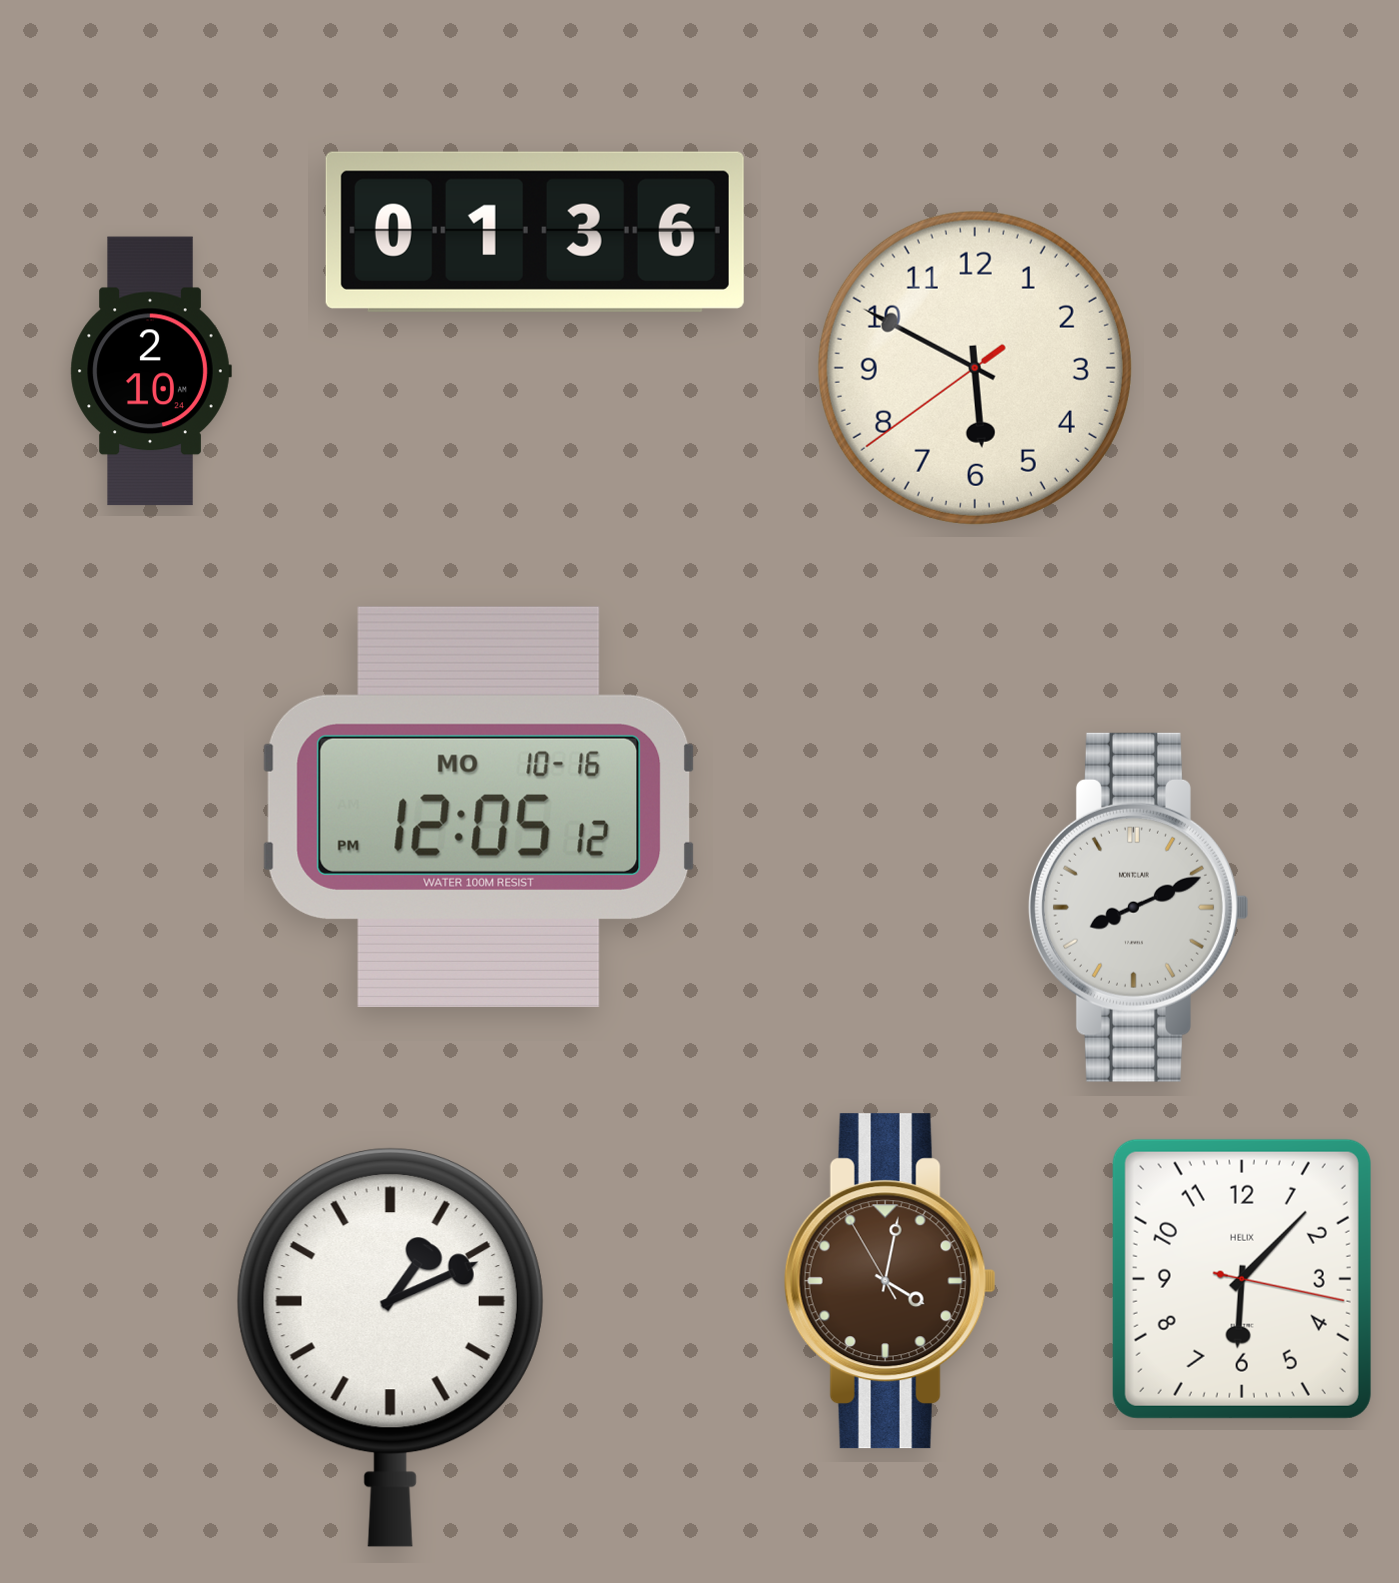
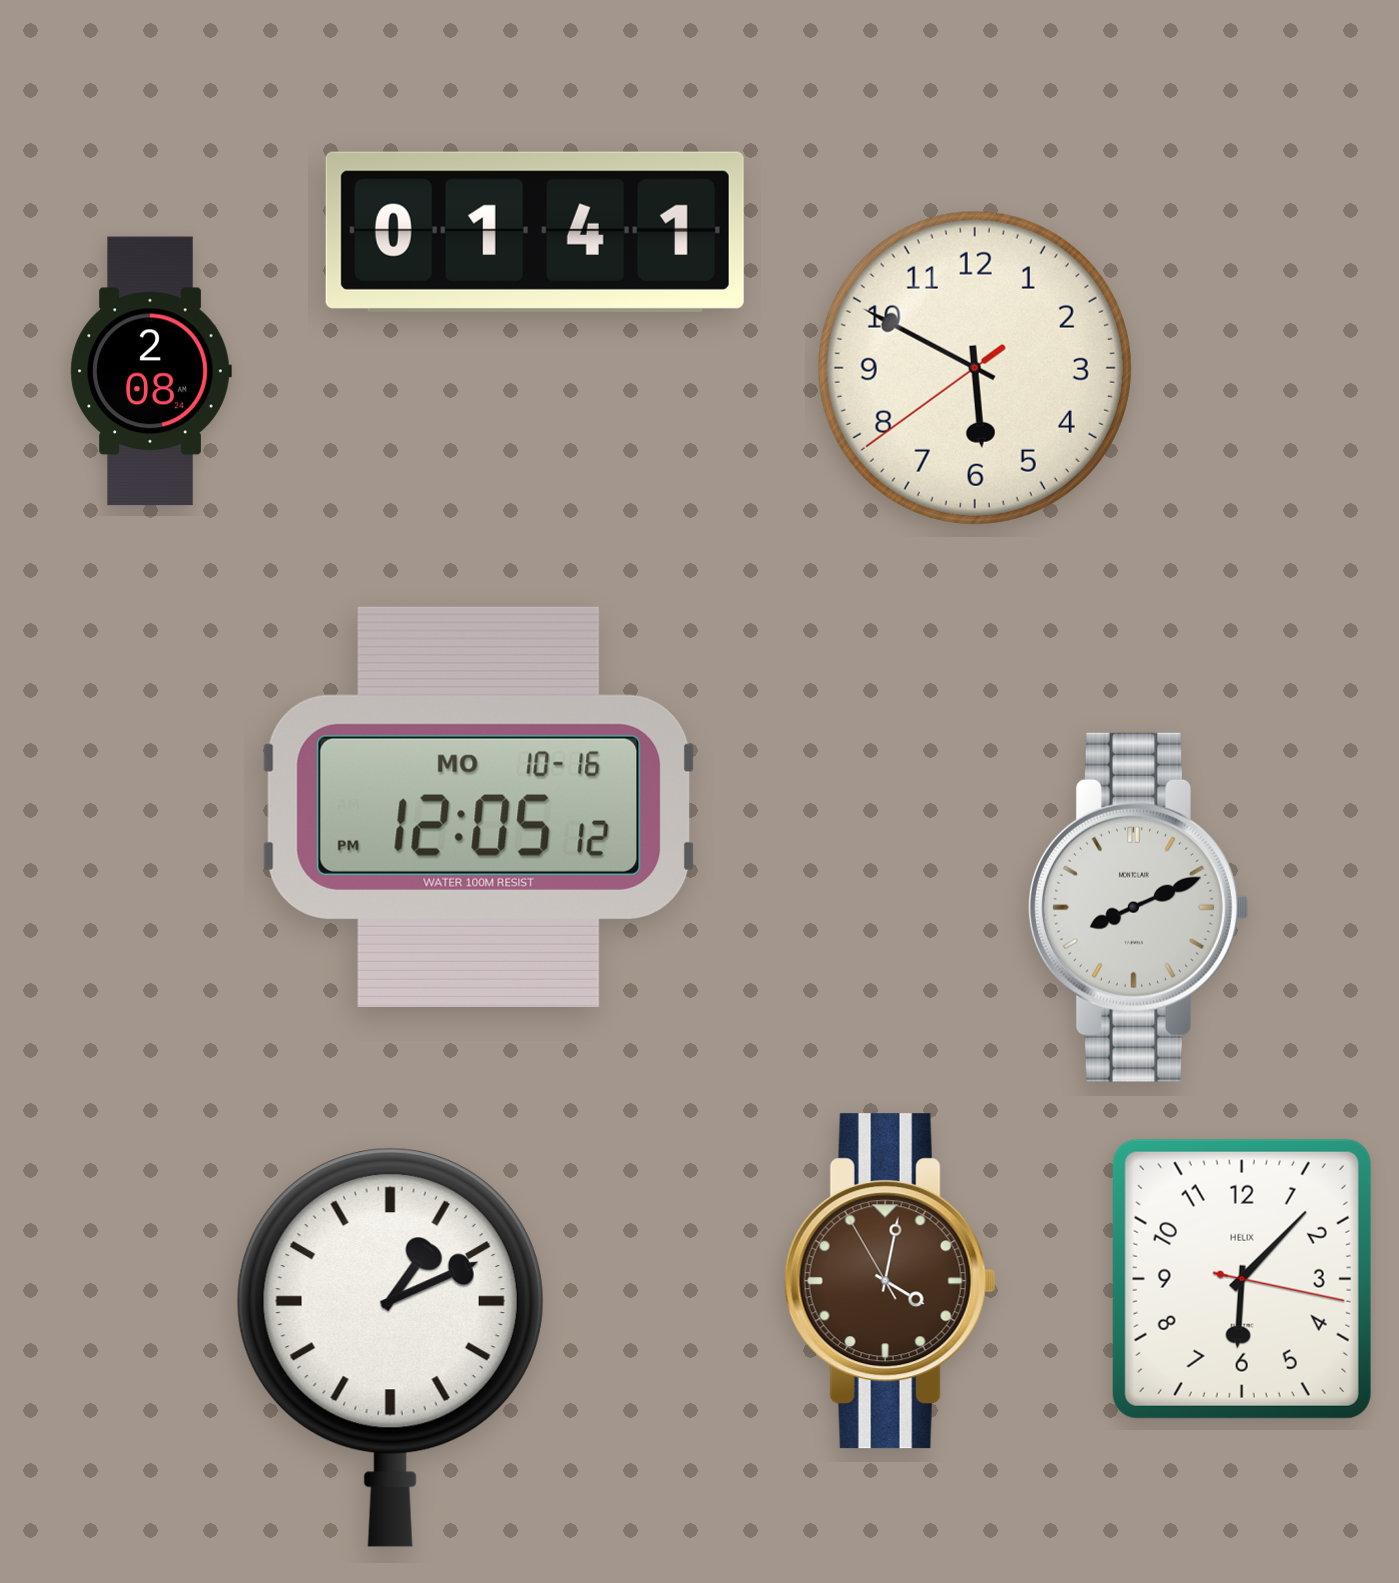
clock at (535, 232): 01:36 -> 01:41
clock at (151, 371): 2:10 -> 2:08
